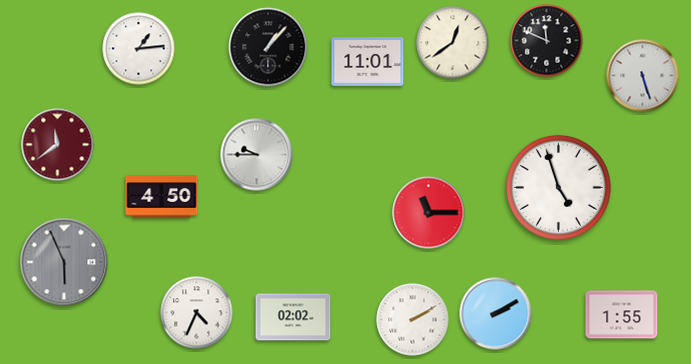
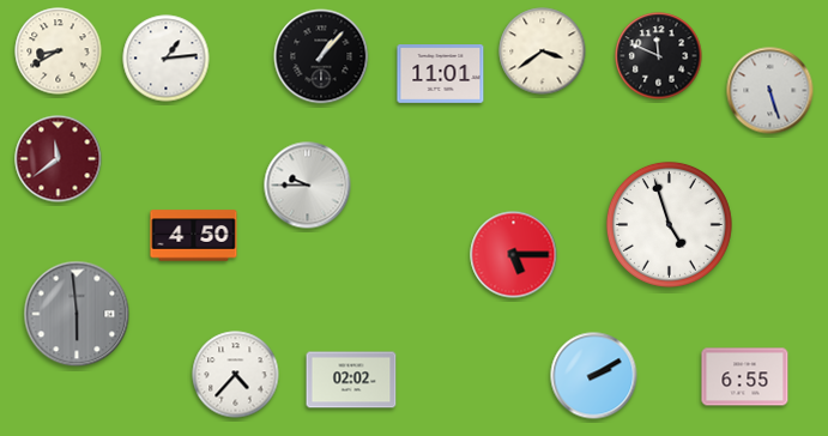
clock at (547, 41) position: (547, 41) -> (659, 56)
clock at (59, 52): none -> 8:40
clock at (453, 43): 12:39 -> 3:39
clock at (58, 145) position: (58, 145) -> (59, 159)
clock at (429, 213): 11:15 -> 5:15
clock at (64, 262): 5:56 -> 5:59
clock at (197, 313): 4:34 -> 4:37
clock at (622, 315): 1:55 -> 6:55
clock at (413, 320): 2:10 -> none
